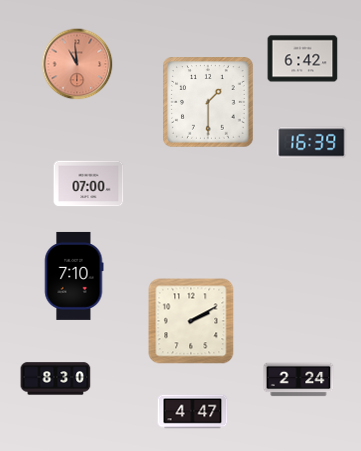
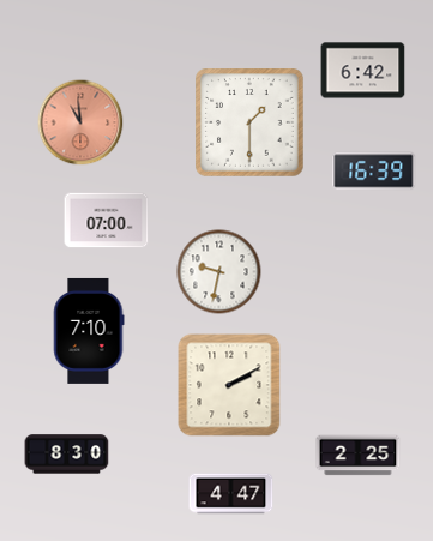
clock at (77, 64) position: (77, 64) -> (80, 122)
clock at (219, 272): none -> 9:32
clock at (299, 380): 2:24 -> 2:25
